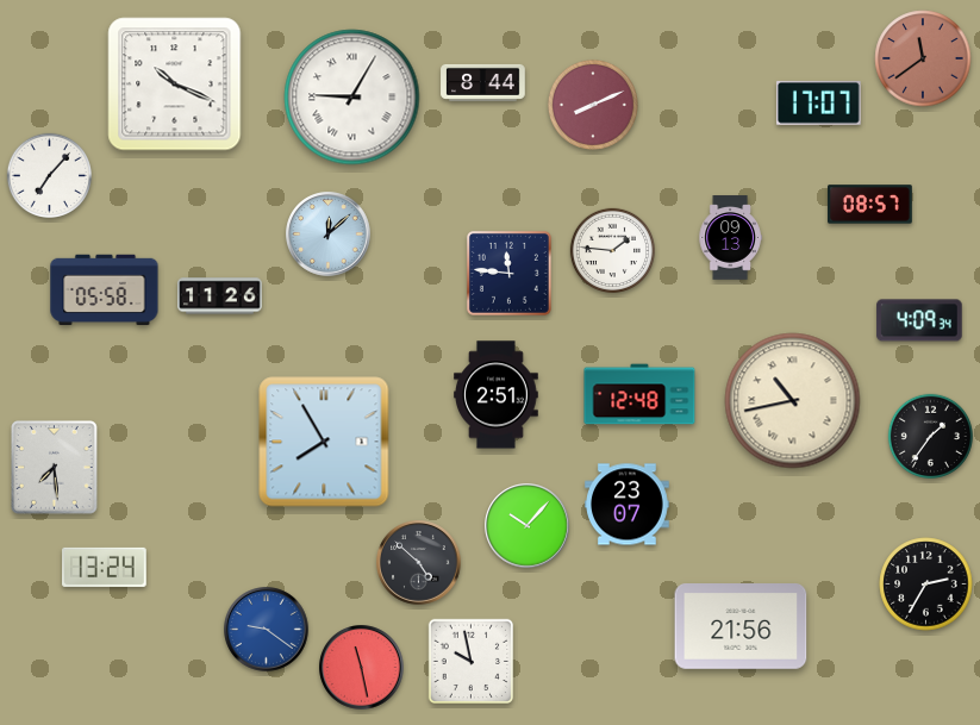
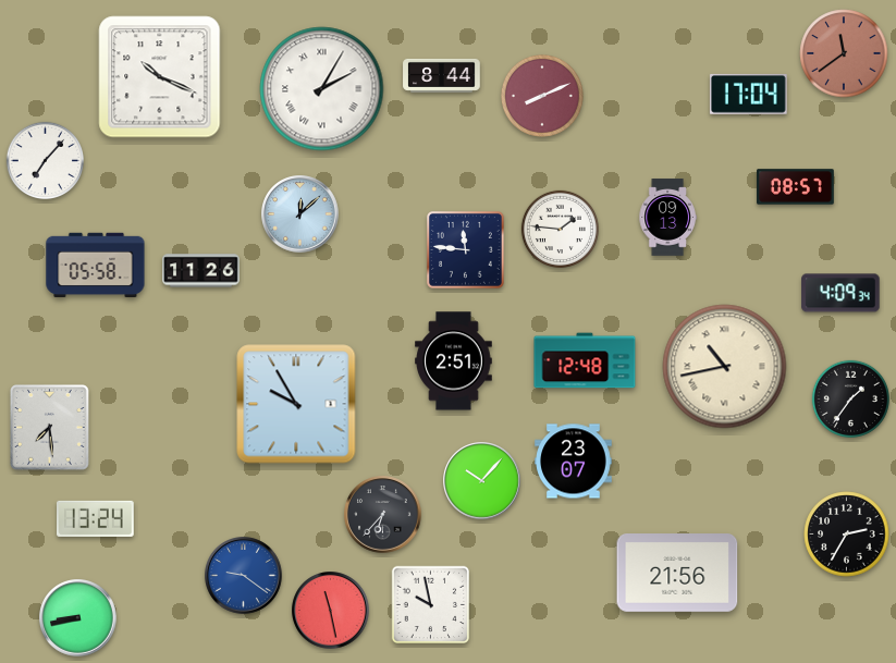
clock at (352, 98): 9:05 -> 2:05
clock at (818, 102): 17:07 -> 17:04
clock at (324, 442): 7:55 -> 9:55
clock at (419, 563): 4:52 -> 6:37
clock at (78, 618): none -> 8:43
